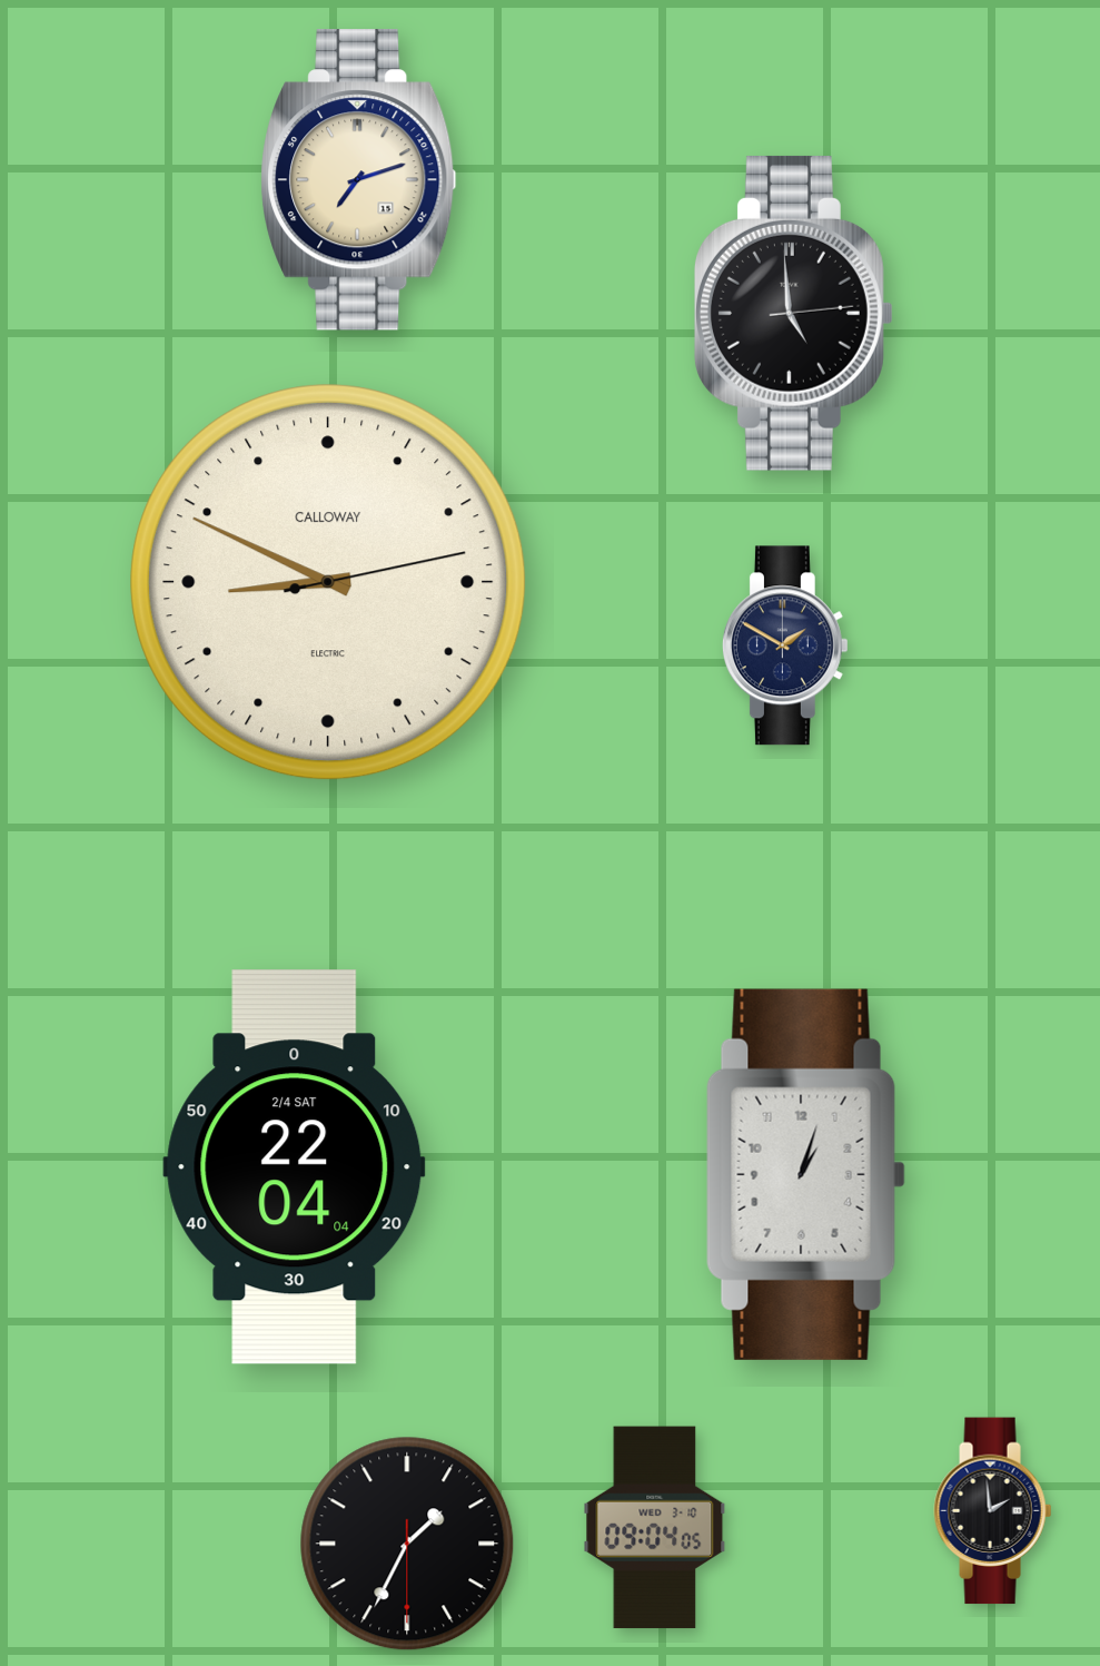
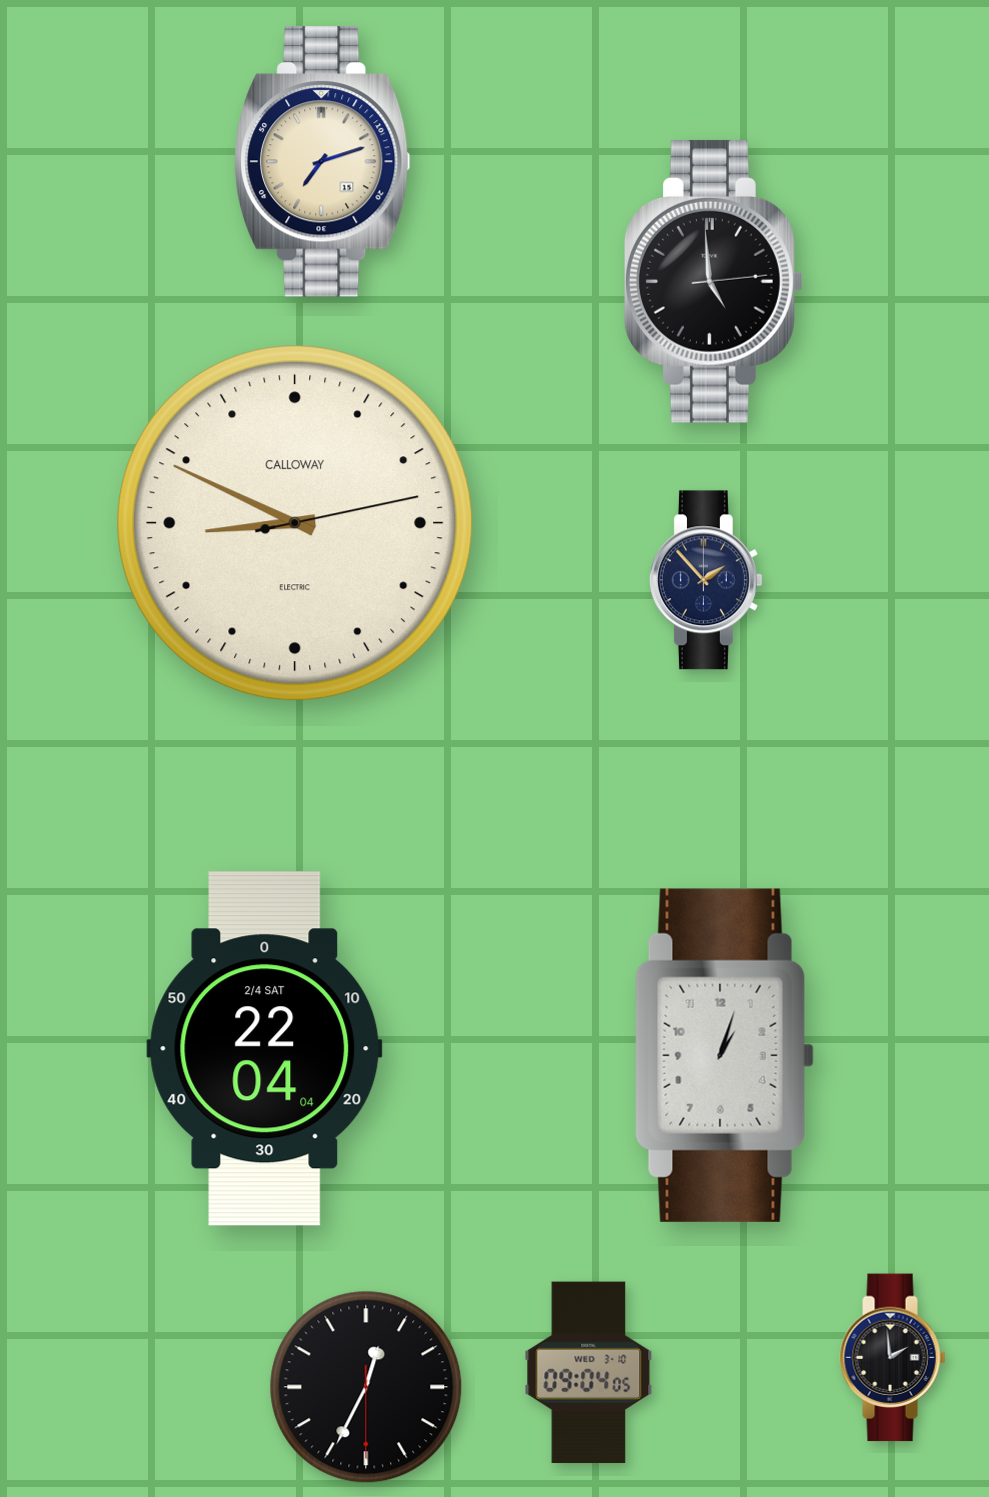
clock at (785, 645): 1:50 -> 1:53
clock at (407, 1544): 1:34 -> 12:34
